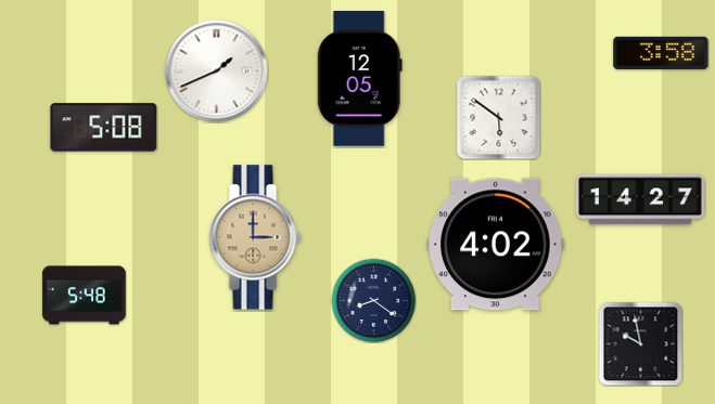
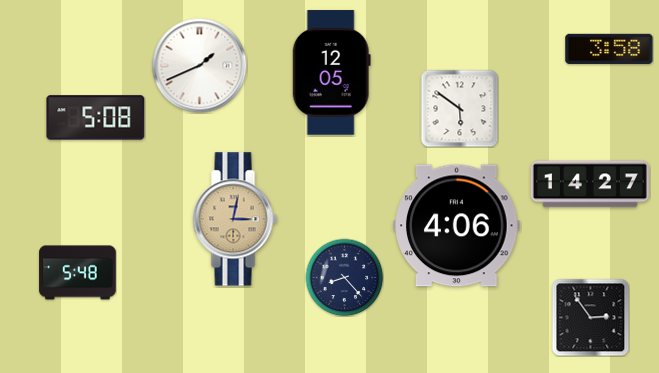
clock at (255, 237): 3:00 -> 3:02
clock at (496, 245): 4:02 -> 4:06
clock at (373, 300): 8:21 -> 8:23
clock at (640, 343): 9:58 -> 2:54
